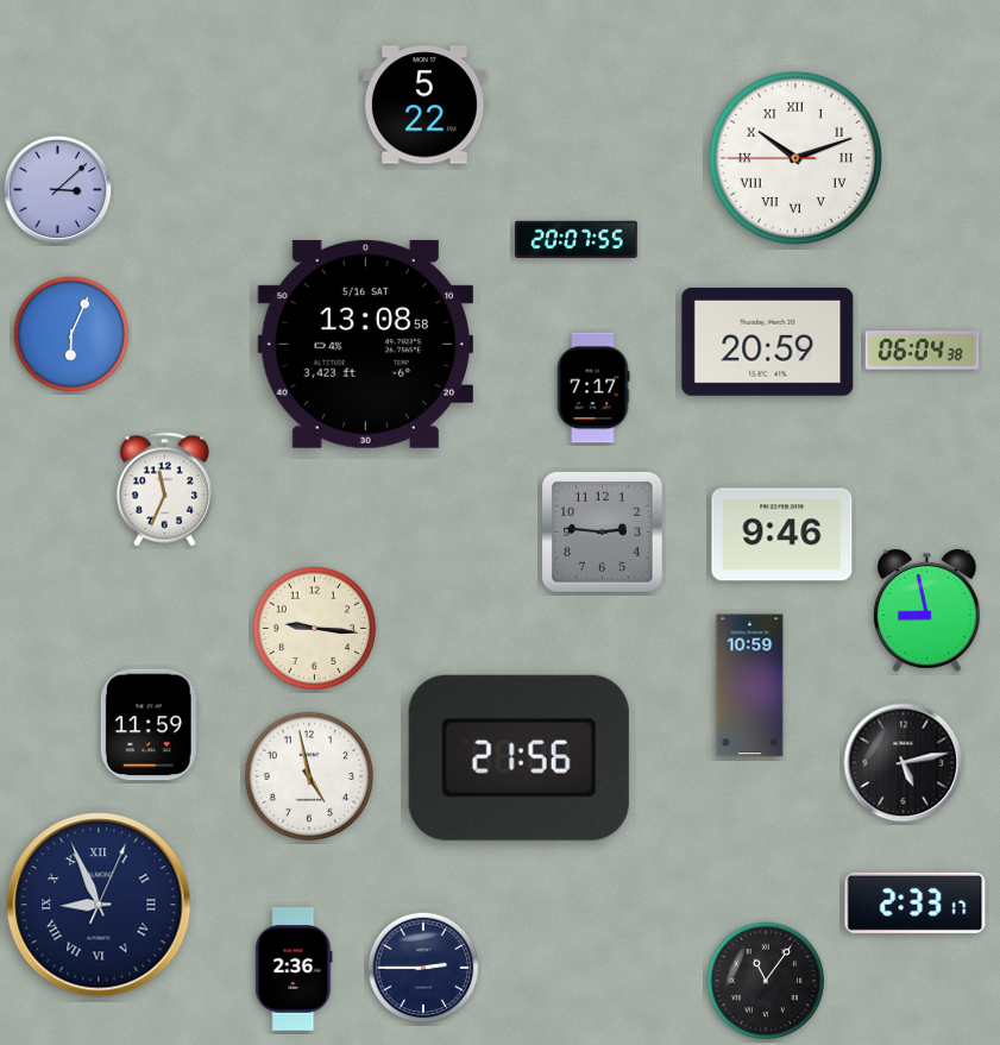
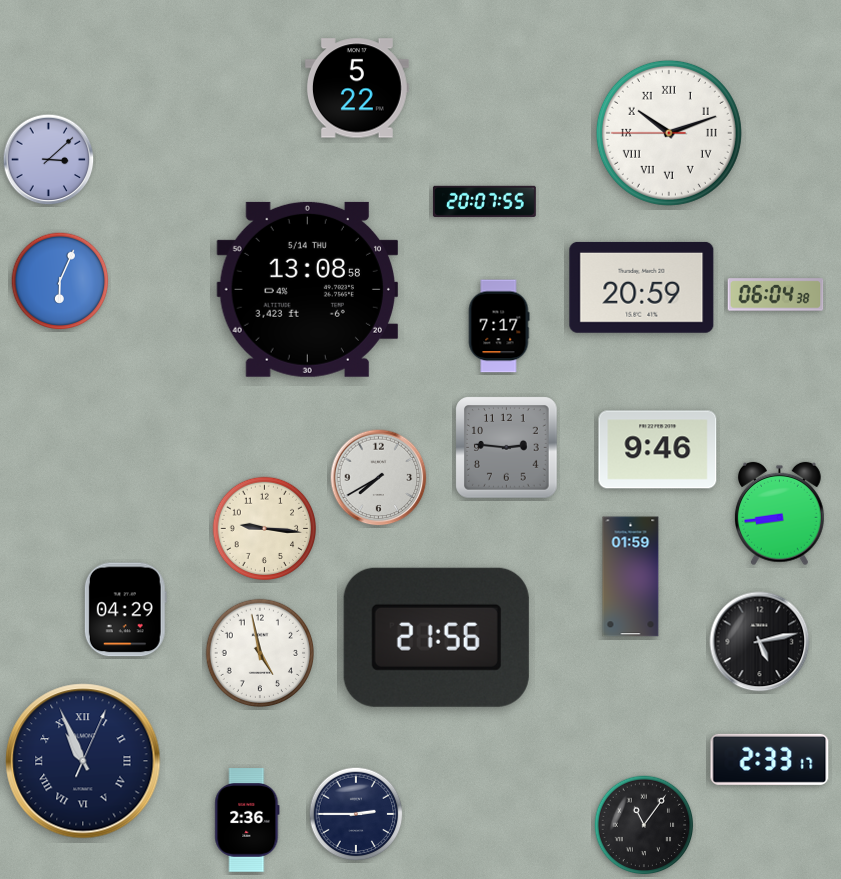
clock at (768, 341) position: (768, 341) -> (642, 287)
clock at (365, 344) date: 5/16 SAT -> 5/14 THU
clock at (165, 490): 11:34 -> none
clock at (379, 478): none -> 7:40
clock at (926, 611): 8:58 -> 8:44
clock at (750, 686): 10:59 -> 01:59
clock at (149, 725): 11:59 -> 04:29
clock at (99, 905): 8:56 -> 10:56
clock at (294, 970) position: (294, 970) -> (247, 821)
